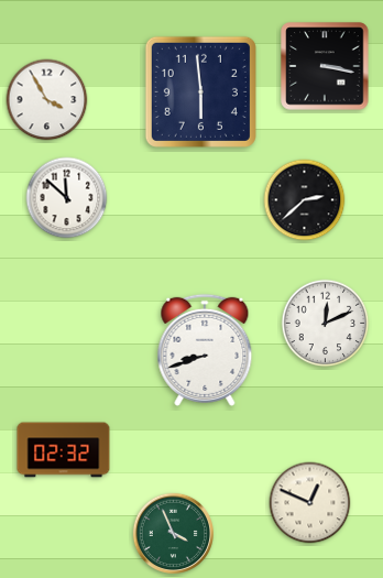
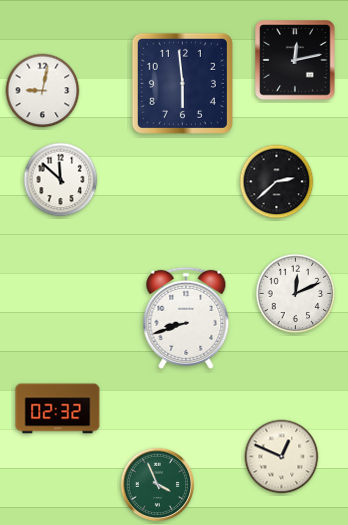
clock at (325, 66): 3:17 -> 12:13
clock at (47, 100): 3:55 -> 9:02
